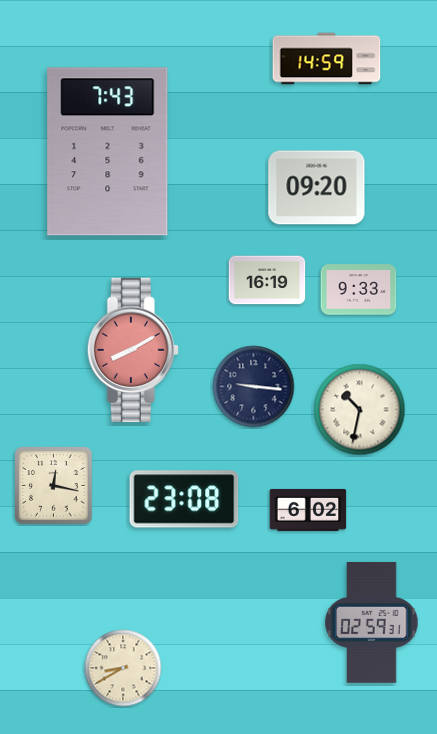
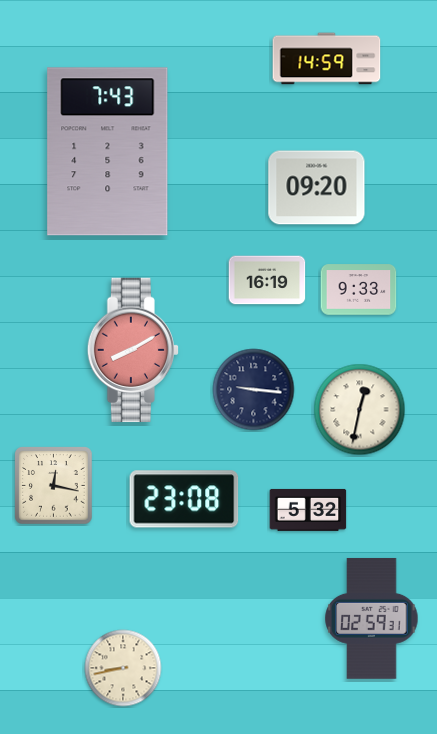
clock at (254, 387) position: (254, 387) -> (254, 390)
clock at (360, 410): 10:32 -> 12:32
clock at (308, 510): 6:02 -> 5:32
clock at (372, 622) position: (372, 622) -> (372, 618)
clock at (123, 668): 8:40 -> 8:43
